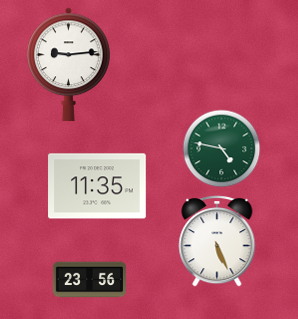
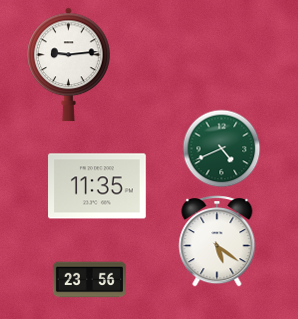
clock at (222, 149): 4:47 -> 4:41
clock at (217, 241): 5:26 -> 5:21
